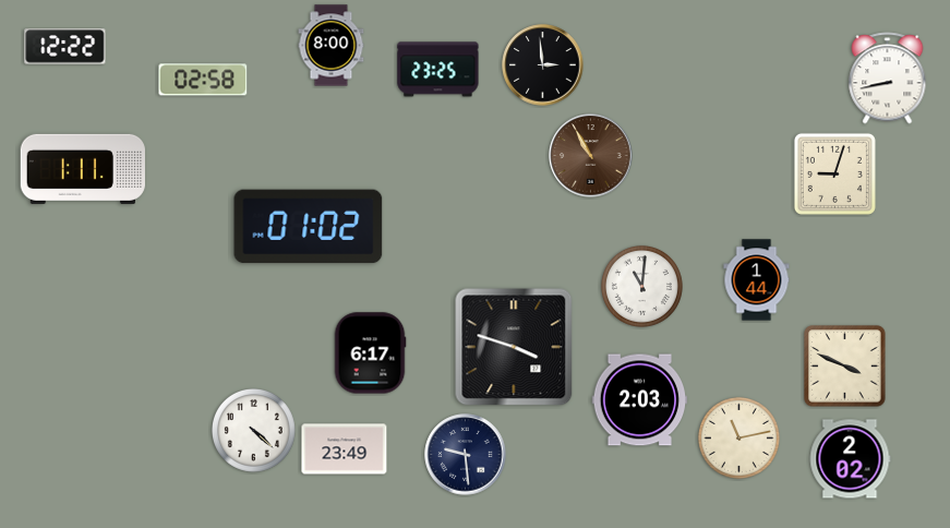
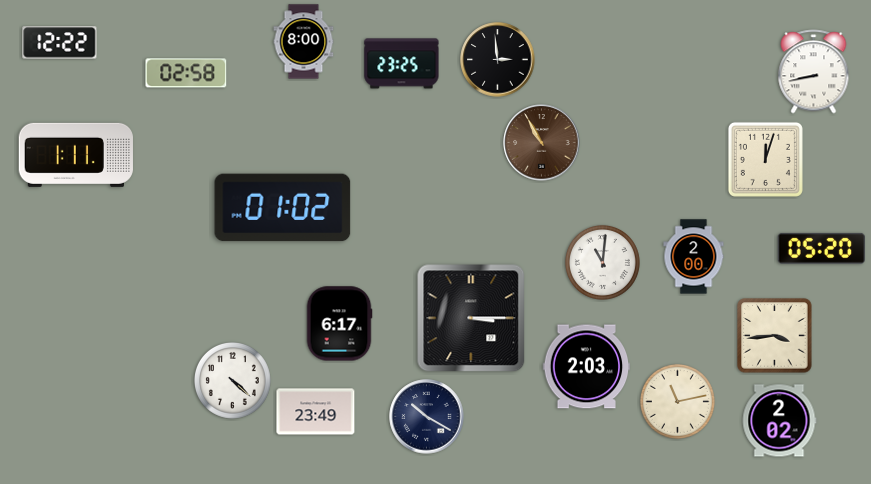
clock at (834, 173): 9:03 -> 12:03
clock at (821, 248): none -> 05:20
clock at (757, 280): 1:44 -> 2:00
clock at (641, 286) position: (641, 286) -> (602, 262)
clock at (514, 347): 3:48 -> 3:15
clock at (845, 367): 3:49 -> 3:44
clock at (253, 430) position: (253, 430) -> (232, 380)
clock at (466, 455): 9:29 -> 10:20
